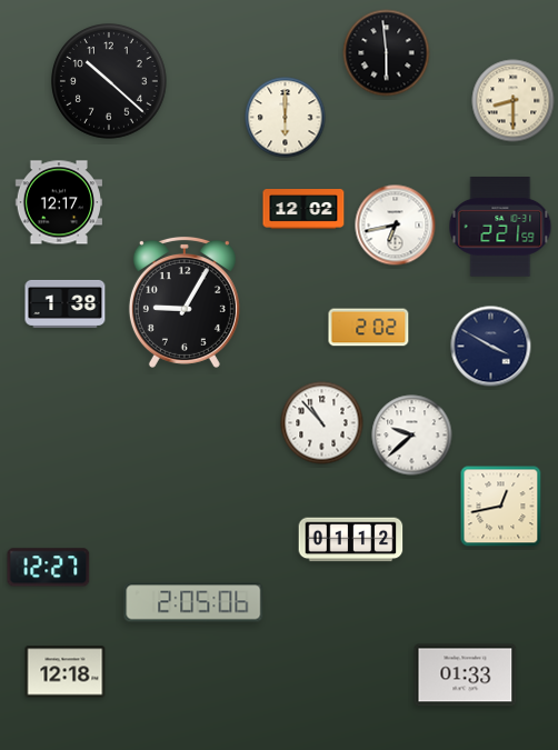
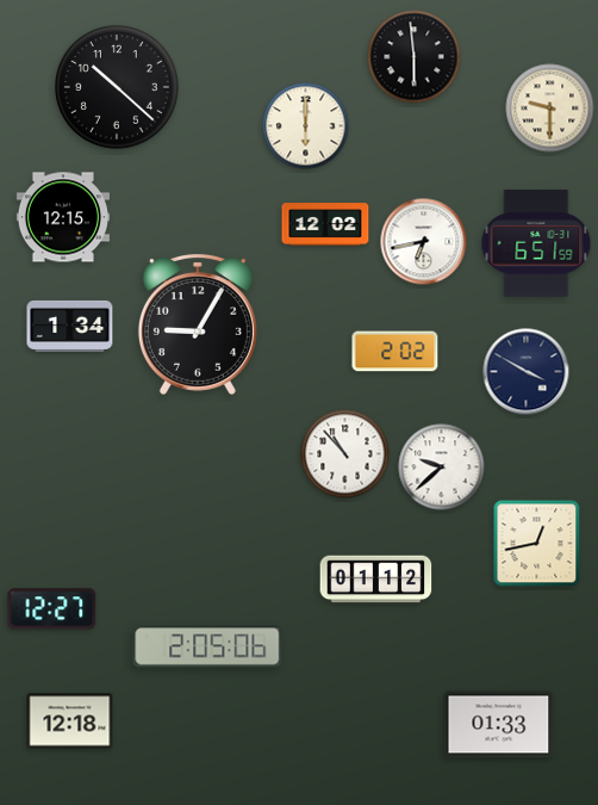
clock at (514, 101): 8:30 -> 9:30
clock at (58, 202): 12:17 -> 12:15
clock at (500, 227): 2:21 -> 6:51
clock at (66, 303): 1:38 -> 1:34
